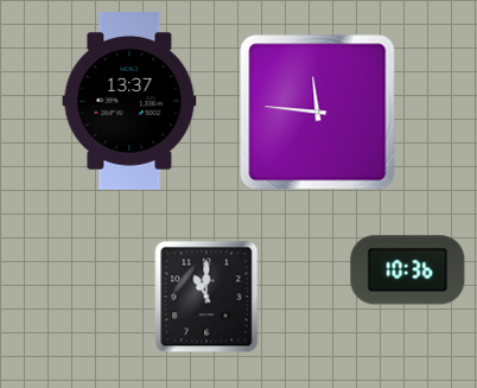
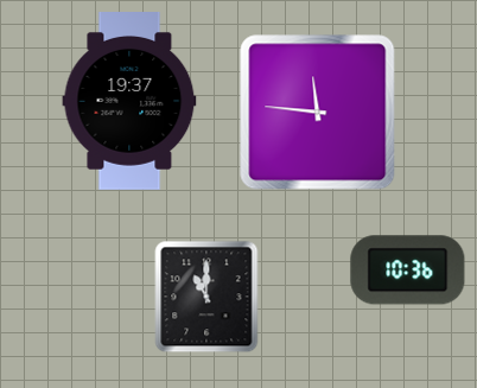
clock at (129, 102): 13:37 -> 19:37
